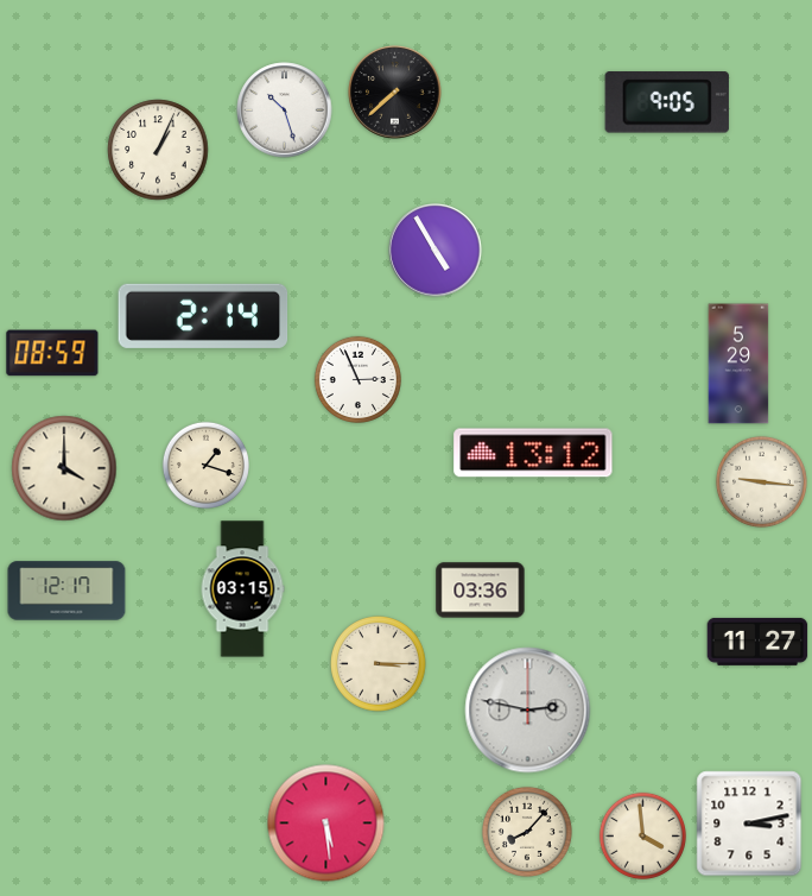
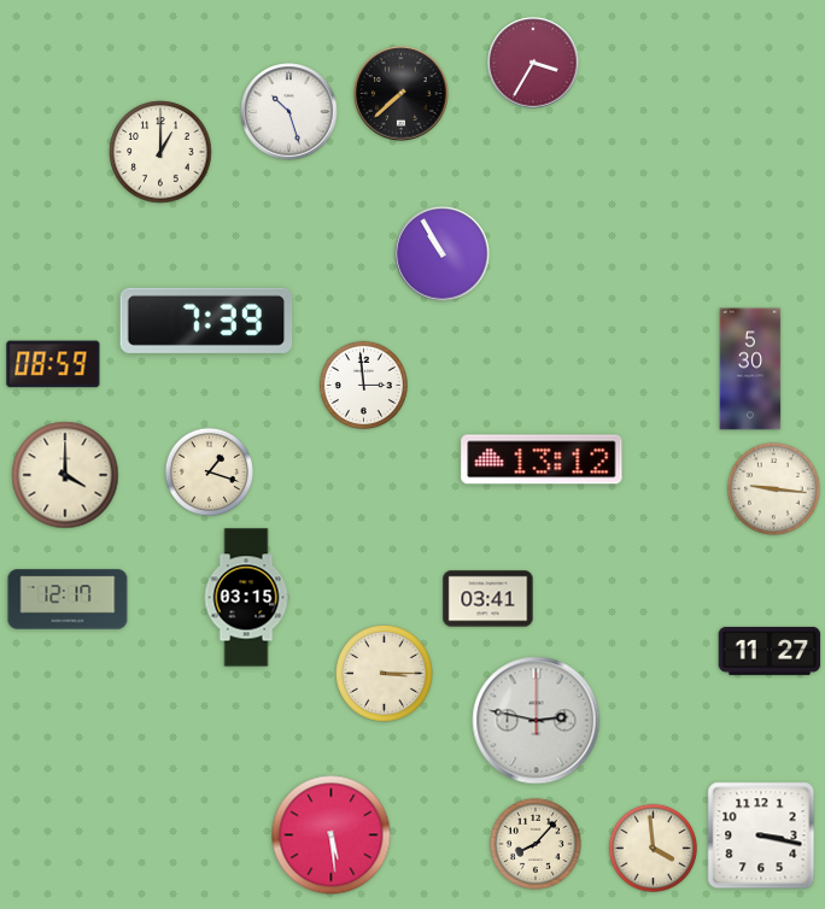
clock at (533, 63): none -> 3:35
clock at (667, 102): 9:05 -> none
clock at (158, 150): 1:04 -> 1:00
clock at (436, 251): 4:55 -> 10:55
clock at (203, 316): 2:14 -> 7:39
clock at (52, 353) position: (52, 353) -> (53, 364)
clock at (738, 364): 5:29 -> 5:30
clock at (357, 379): 2:56 -> 2:59
clock at (481, 591): 03:36 -> 03:41
clock at (749, 824): 3:13 -> 3:17
